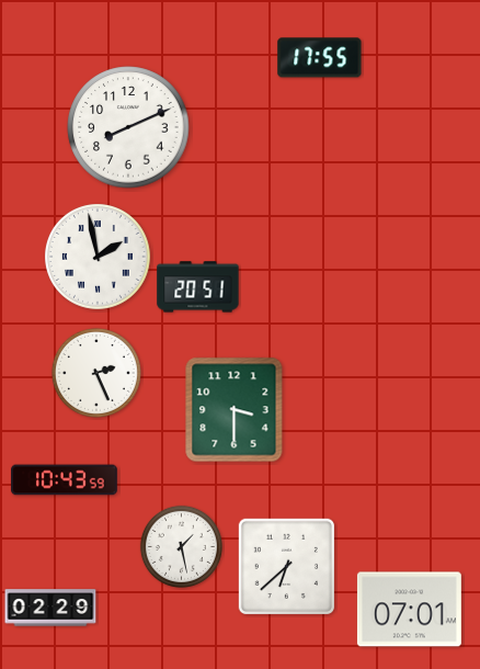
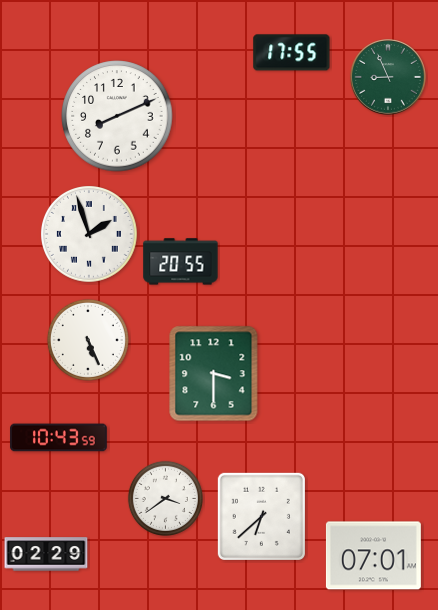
clock at (388, 77): none -> 8:56
clock at (99, 258): 1:58 -> 1:57
clock at (198, 287): 20:51 -> 20:55
clock at (96, 373): 2:26 -> 5:26
clock at (181, 546): 1:28 -> 3:39
